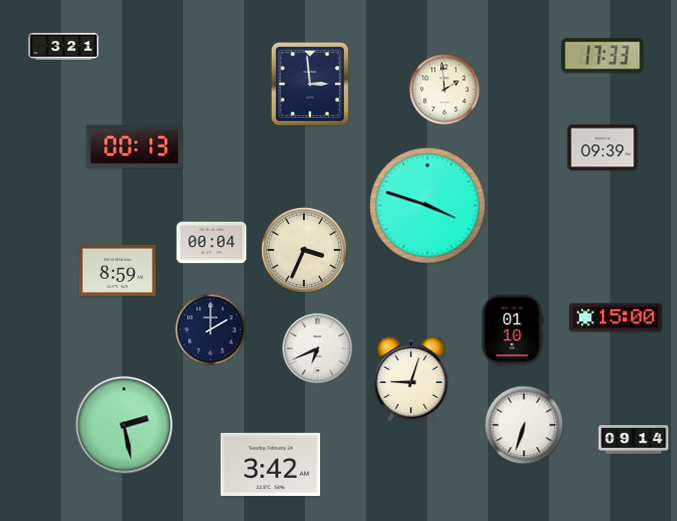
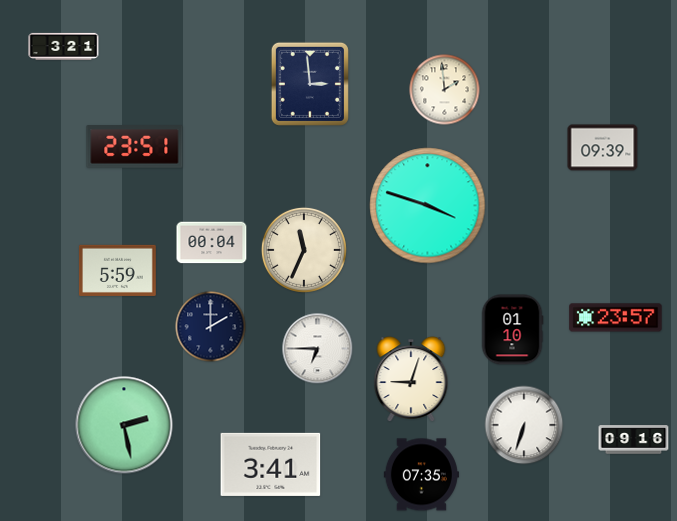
clock at (603, 56): 17:33 -> none
clock at (135, 147): 00:13 -> 23:51
clock at (304, 250): 3:34 -> 11:34
clock at (117, 270): 8:59 -> 5:59
clock at (616, 318): 15:00 -> 23:57
clock at (211, 330) position: (211, 330) -> (211, 327)
clock at (318, 349): 6:41 -> 6:45
clock at (634, 440): 09:14 -> 09:16
clock at (271, 464): 3:42 -> 3:41
clock at (421, 475): none -> 07:35
